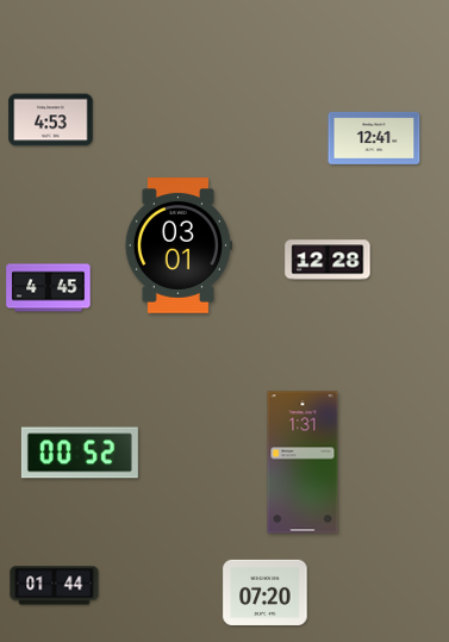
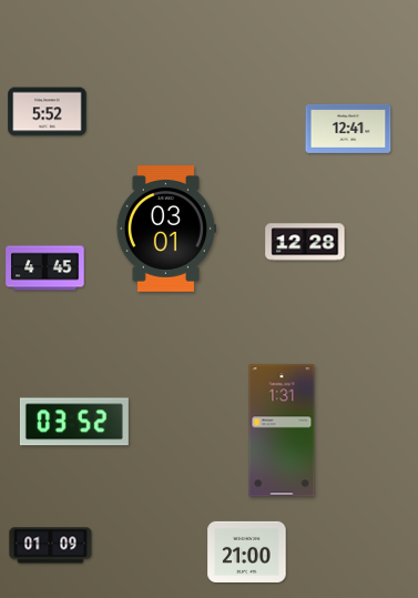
clock at (51, 120): 4:53 -> 5:52
clock at (80, 453): 00:52 -> 03:52
clock at (55, 586): 01:44 -> 01:09
clock at (266, 592): 07:20 -> 21:00
